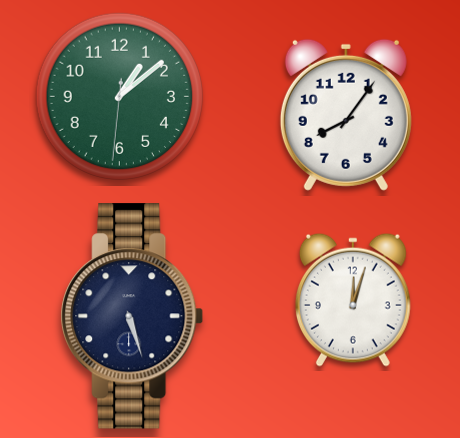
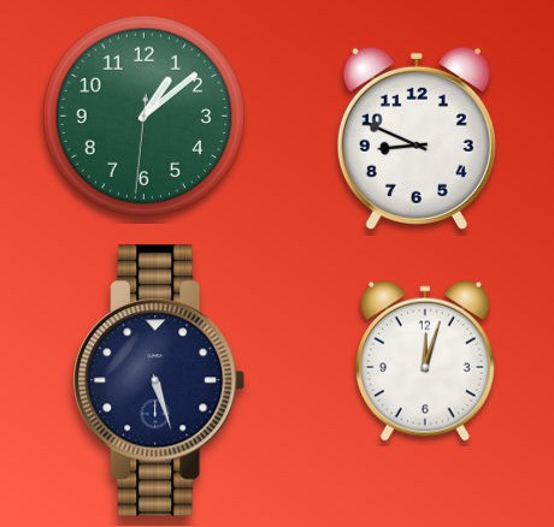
clock at (346, 115): 8:06 -> 8:49
